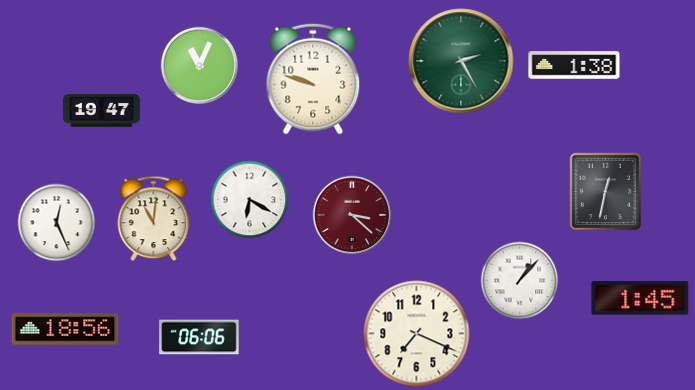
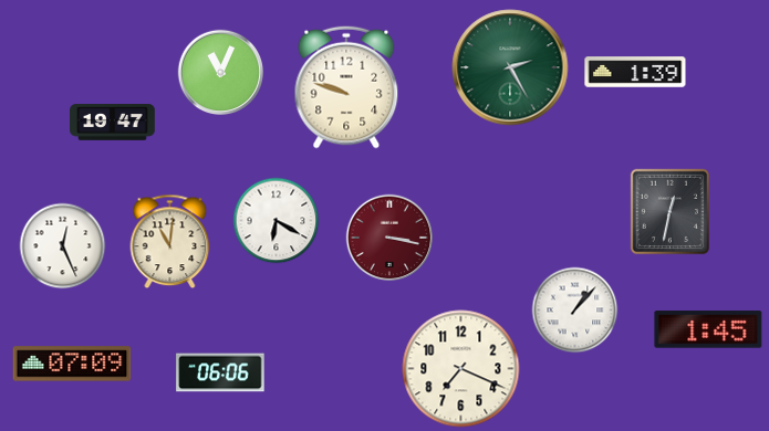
clock at (574, 65): 1:38 -> 1:39
clock at (352, 215): 3:22 -> 3:17
clock at (65, 329): 18:56 -> 07:09
